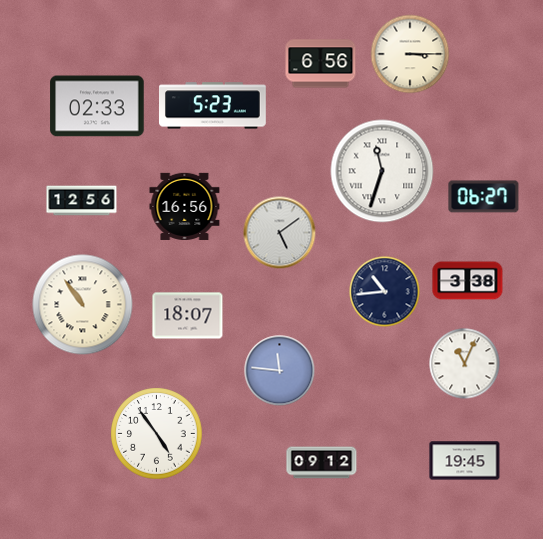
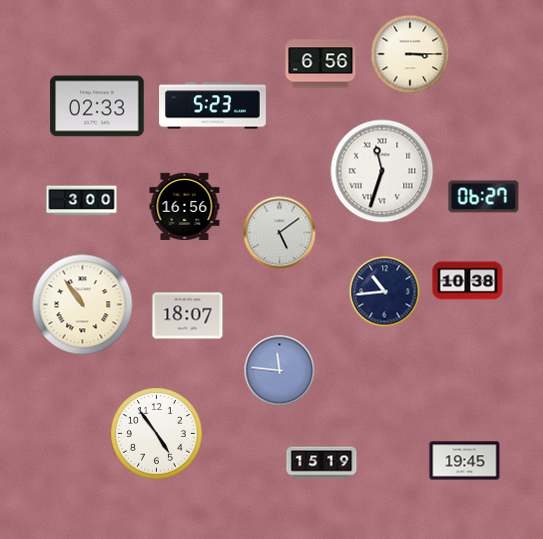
clock at (82, 201): 12:56 -> 3:00
clock at (468, 281): 3:38 -> 10:38
clock at (465, 364): 11:04 -> none
clock at (322, 463): 09:12 -> 15:19
